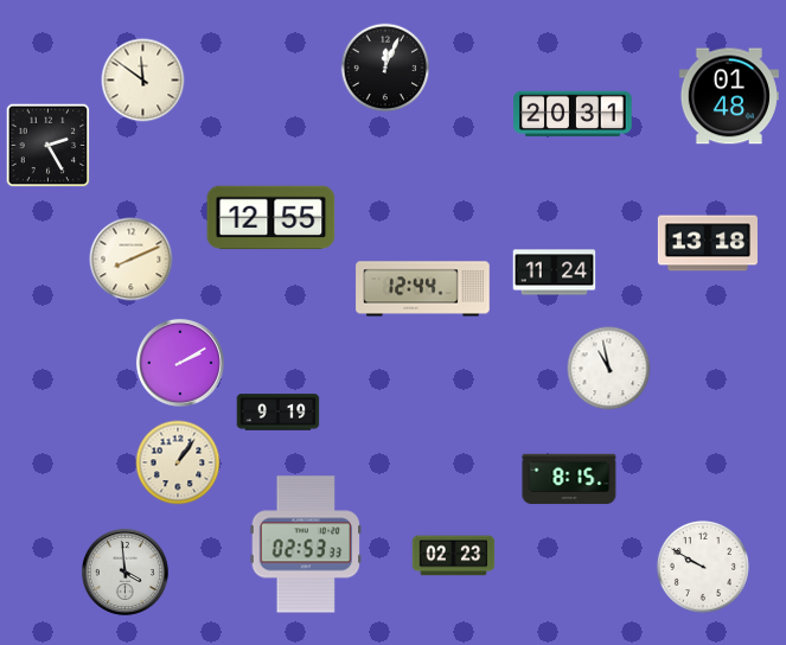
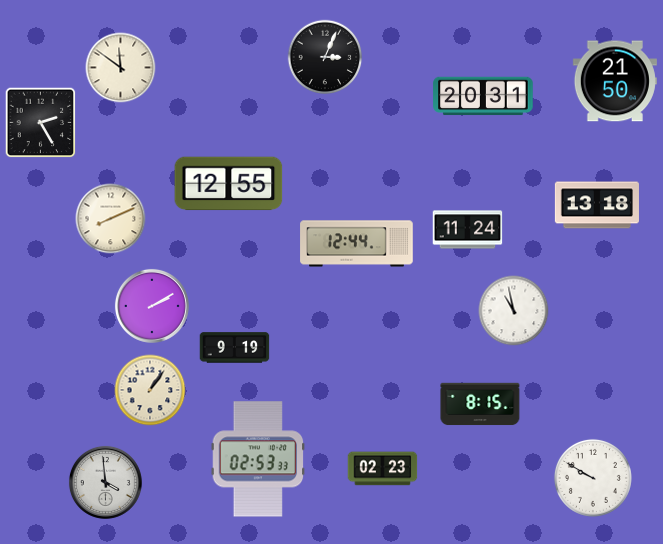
clock at (385, 68): 12:04 -> 3:04
clock at (729, 96): 01:48 -> 21:50
